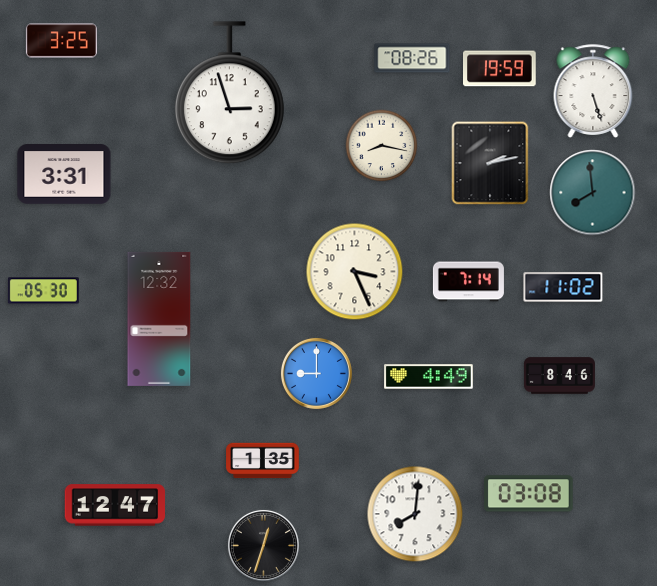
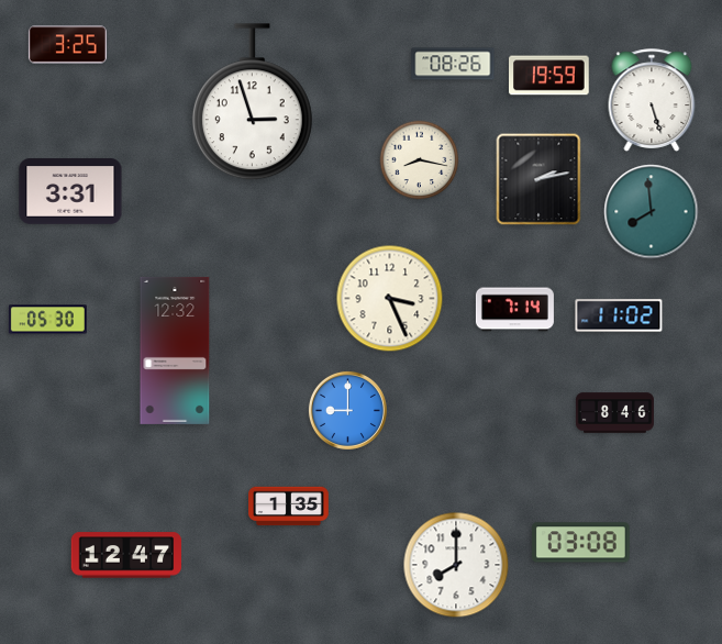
clock at (429, 377): 4:49 -> none
clock at (415, 514): 8:01 -> 8:00
clock at (263, 545): 12:33 -> none
